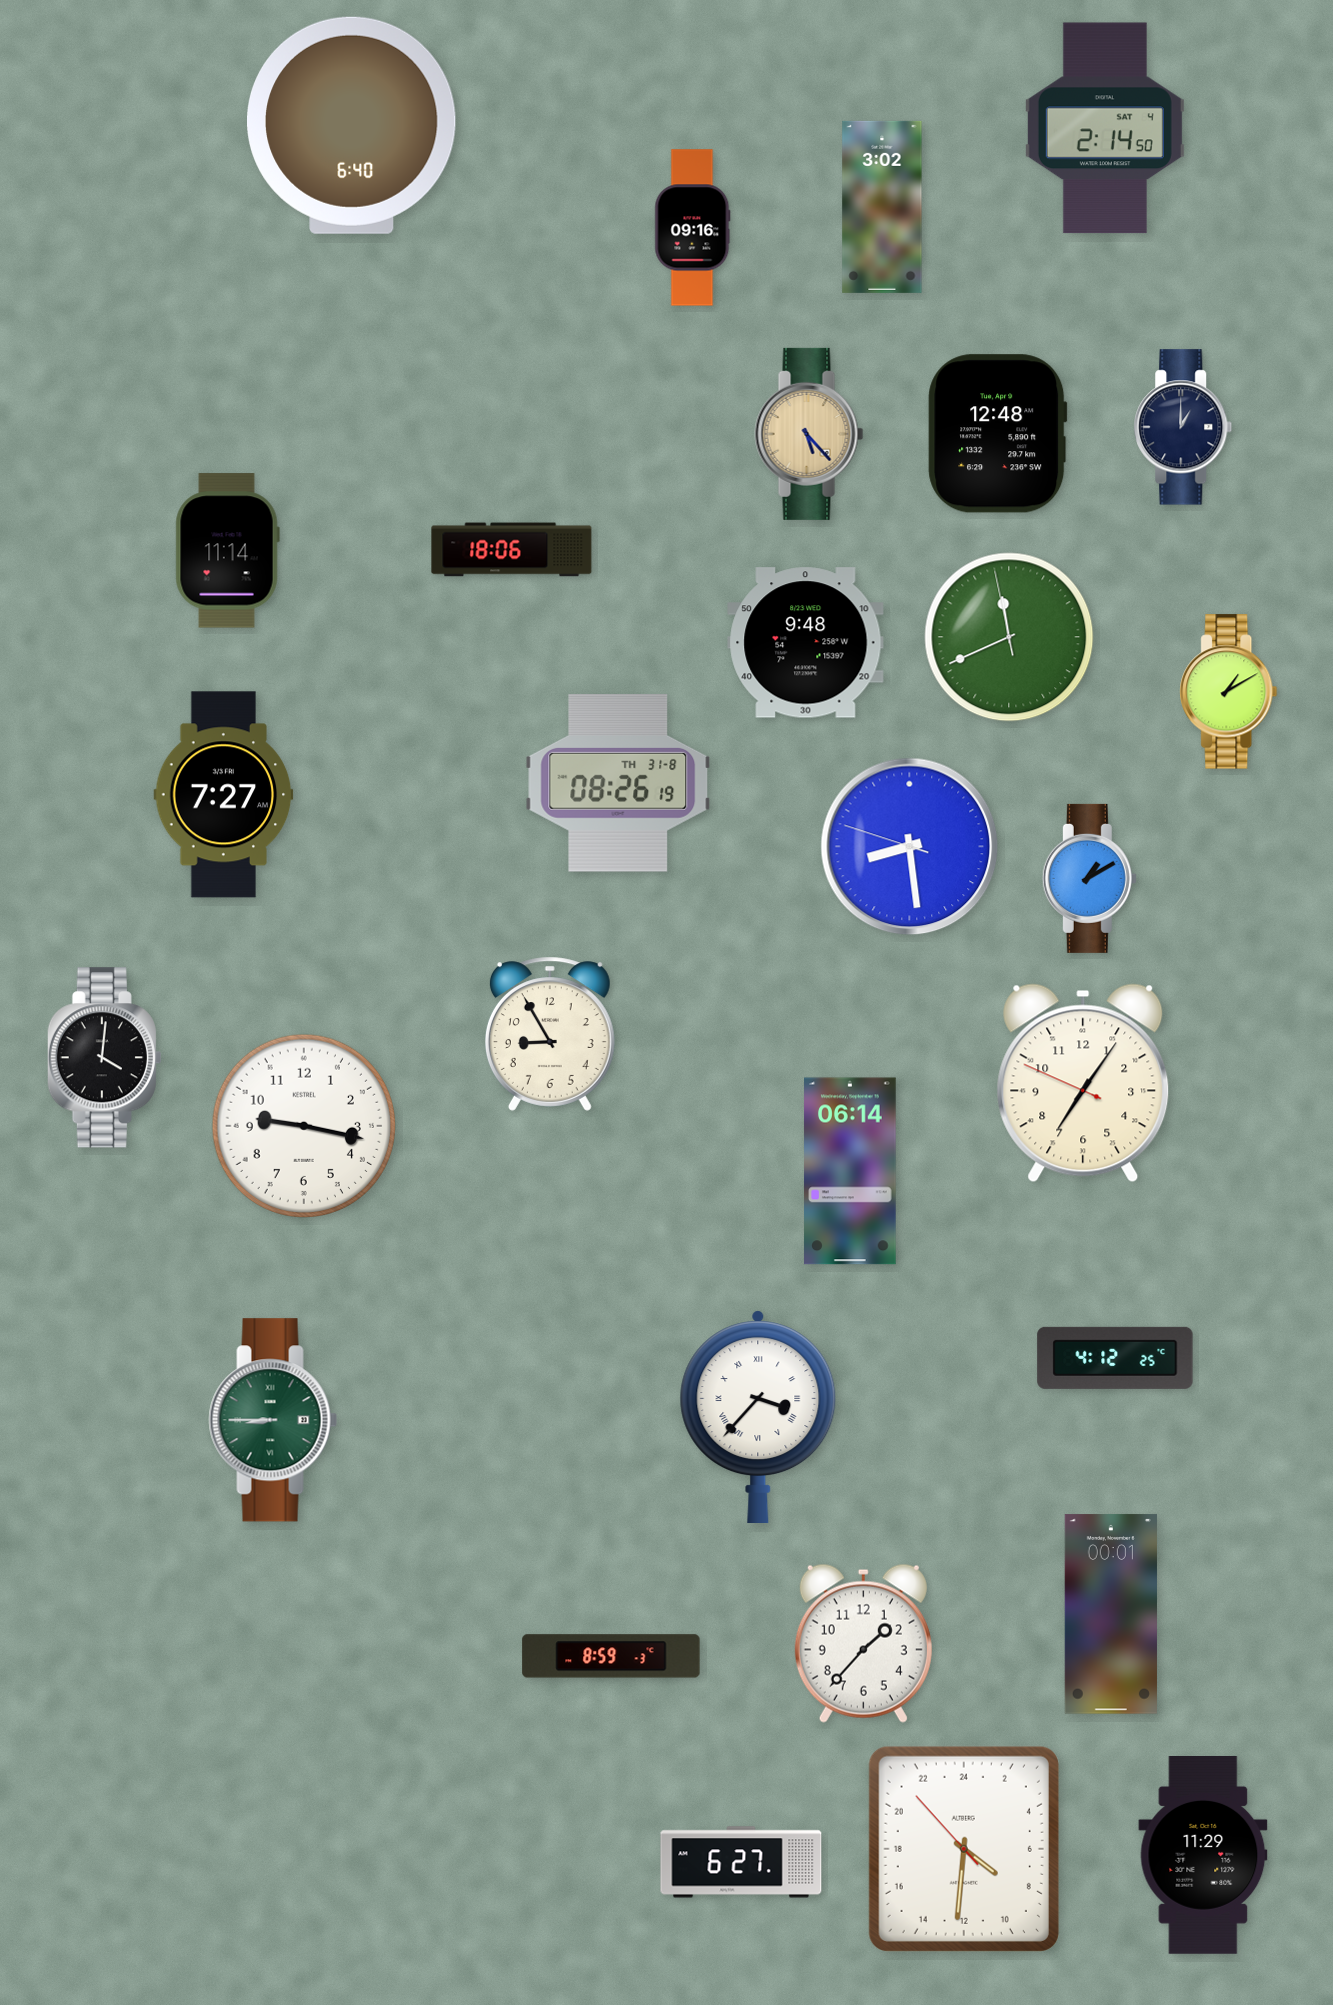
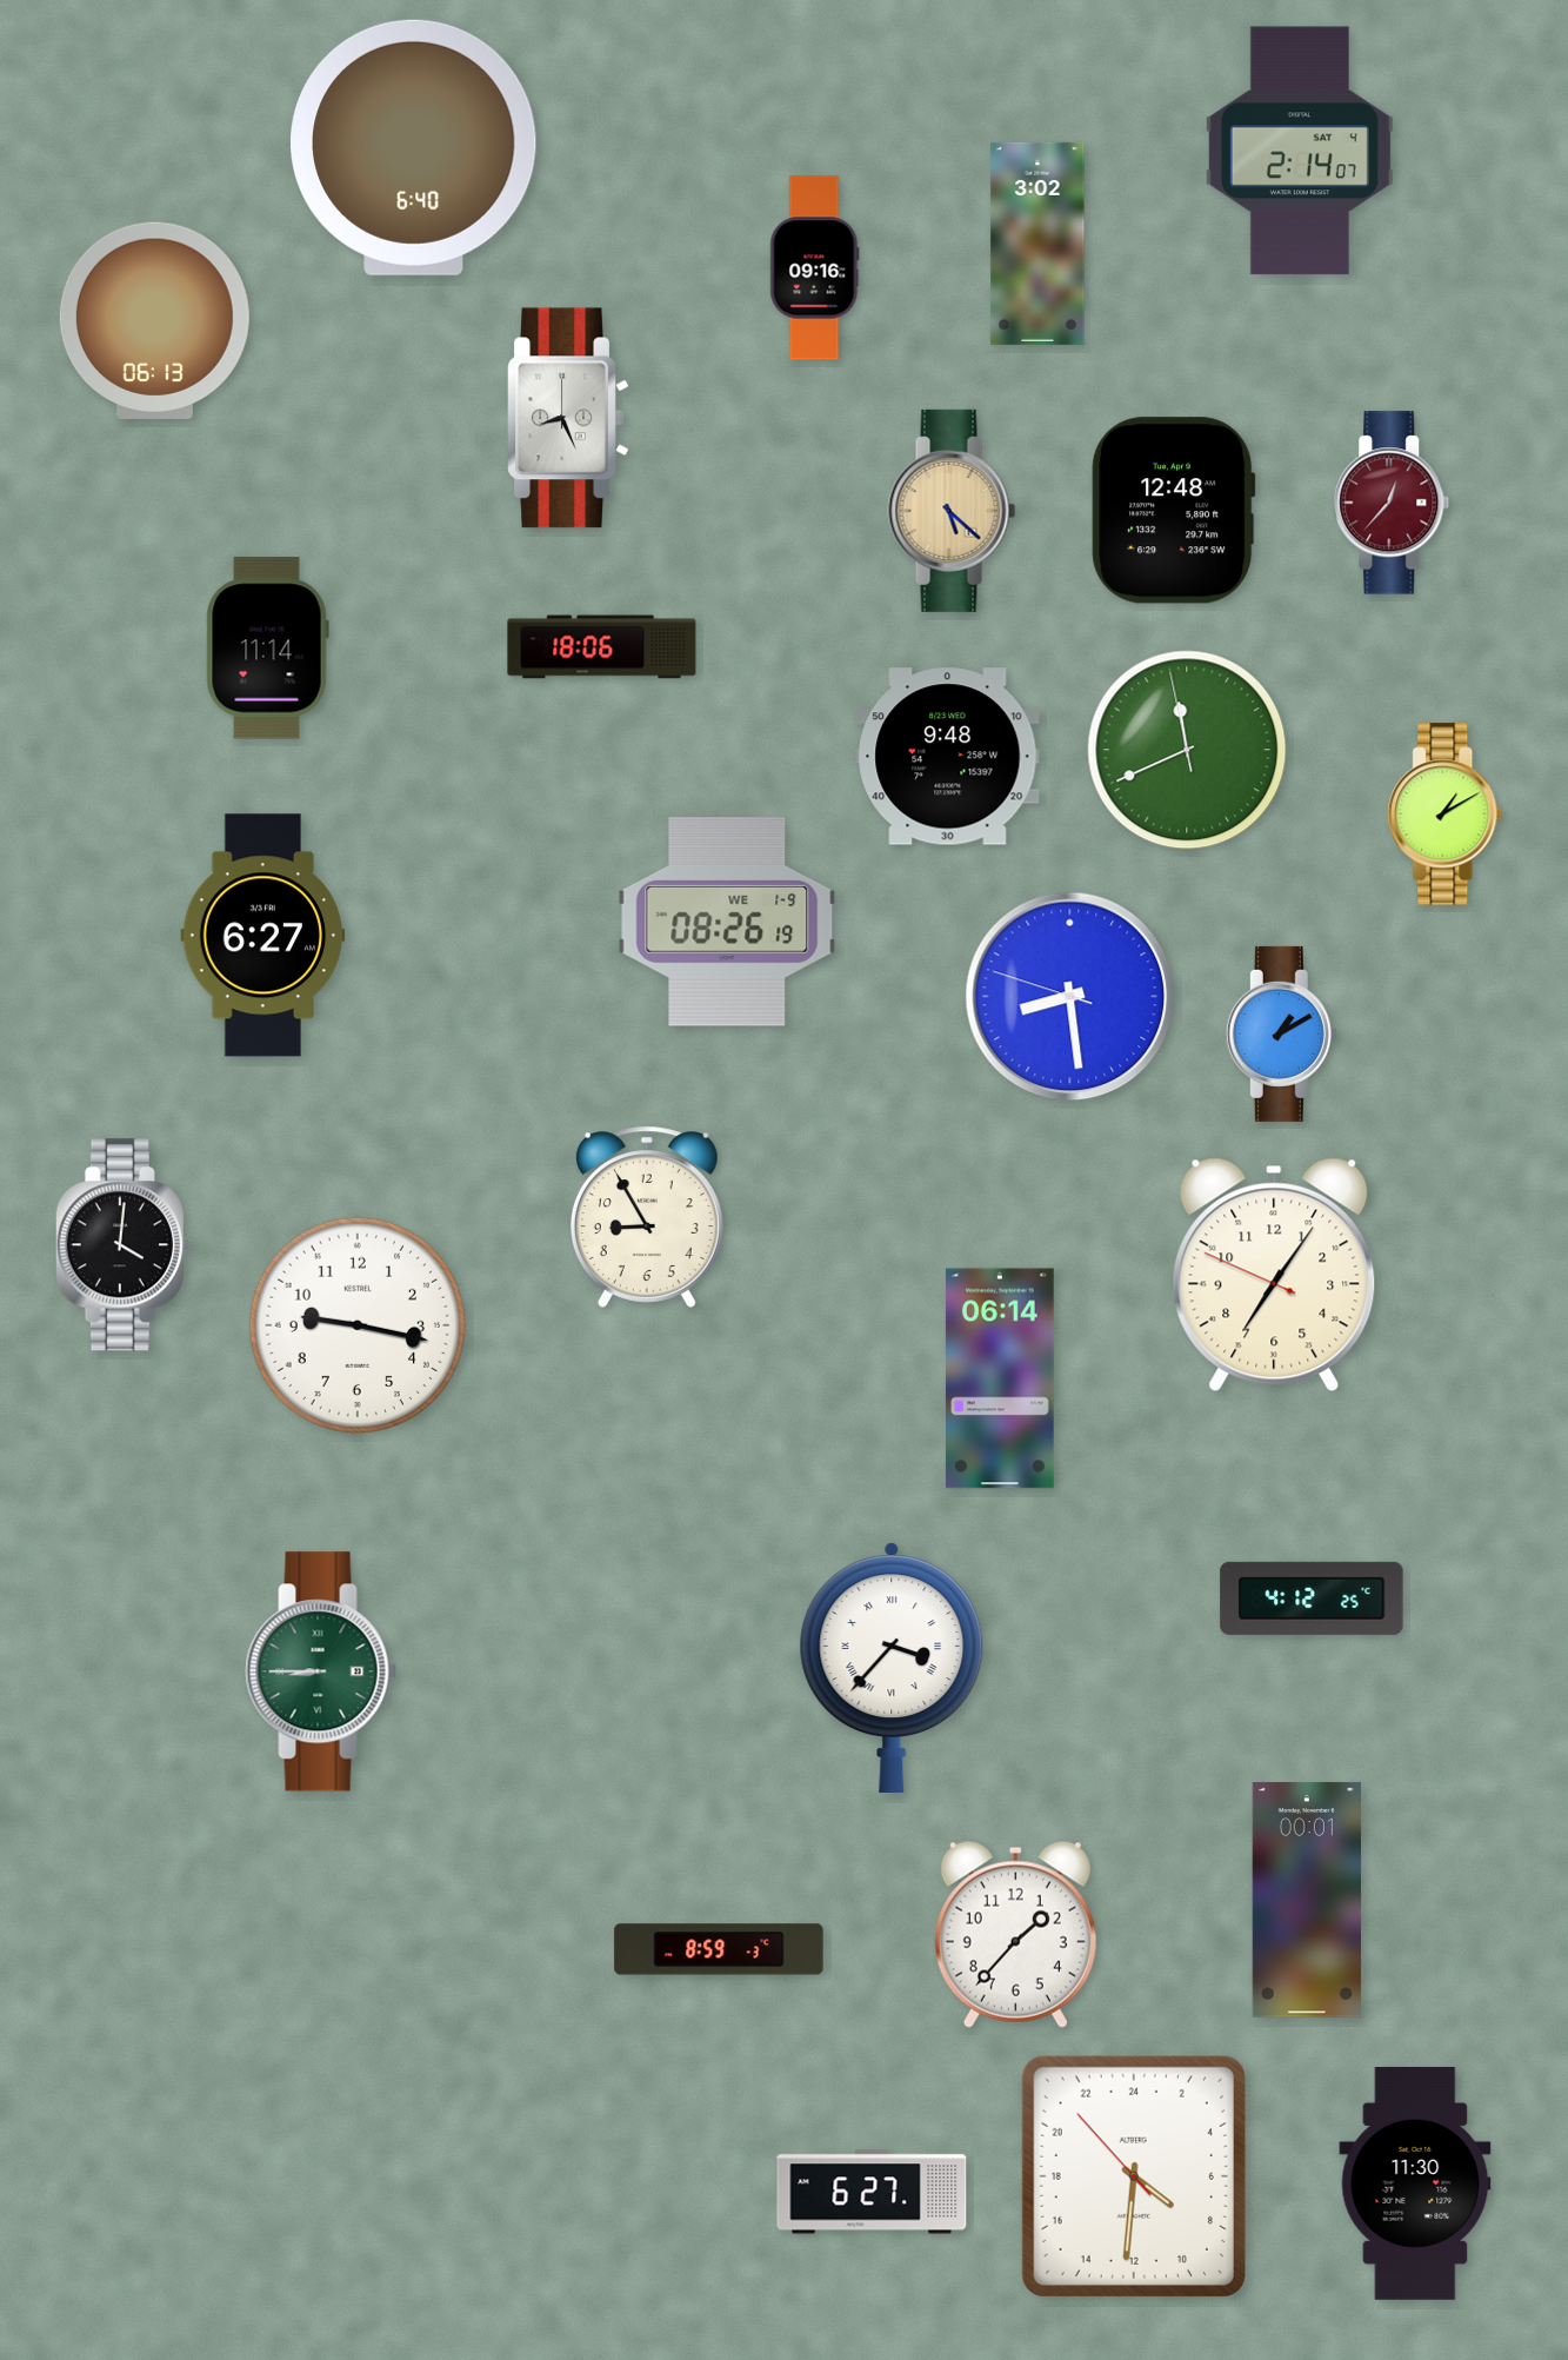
clock at (1105, 128): 2:14:50 -> 2:14:07
clock at (154, 320): none -> 06:13
clock at (568, 418): none -> 8:26
clock at (1183, 427): 1:00 -> 12:37
clock at (1183, 427) dial: navy -> burgundy
clock at (809, 434): 5:23 -> 5:22
clock at (618, 783) date: TH 31-8 -> WE 1-9
clock at (224, 795): 7:27 -> 6:27
clock at (1203, 1856): 11:29 -> 11:30
